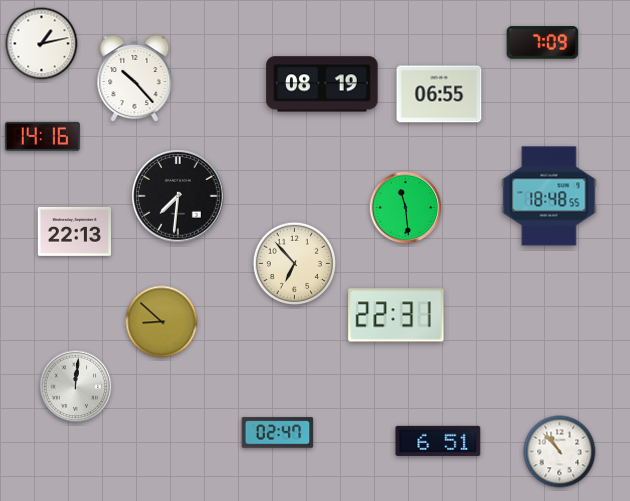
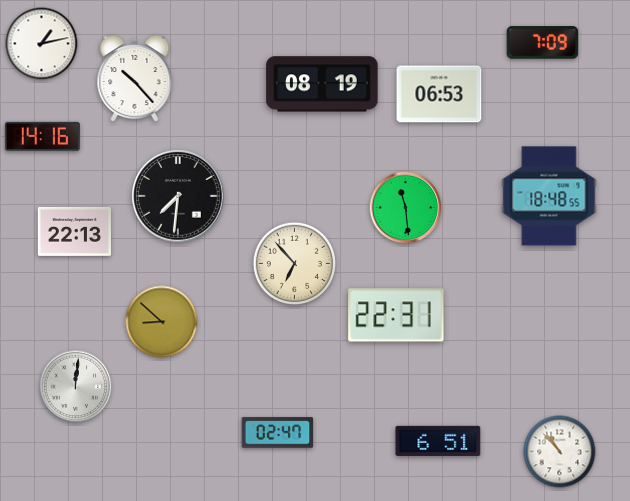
clock at (439, 94): 06:55 -> 06:53
